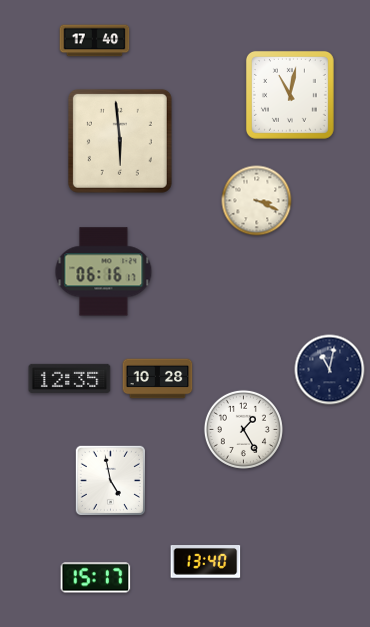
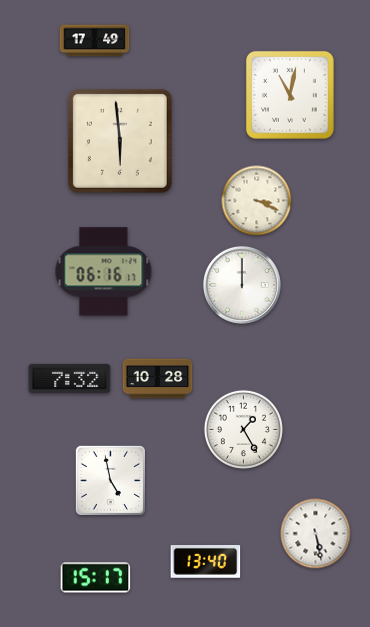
clock at (95, 41): 17:40 -> 17:49
clock at (242, 285): none -> 12:00
clock at (330, 370): 11:02 -> none
clock at (70, 378): 12:35 -> 7:32
clock at (316, 534): none -> 5:28
